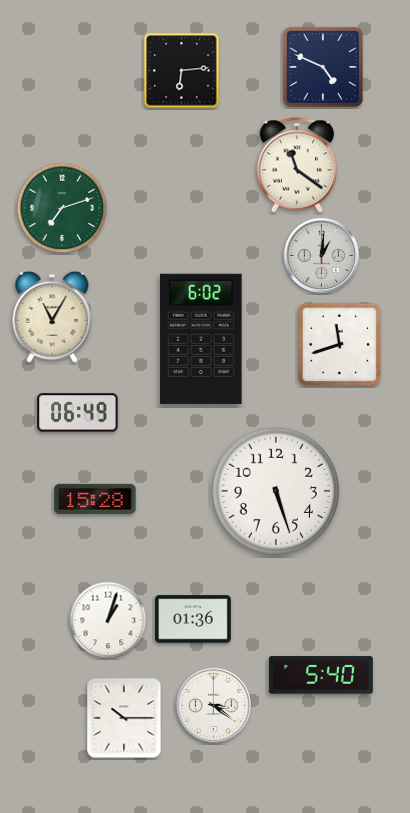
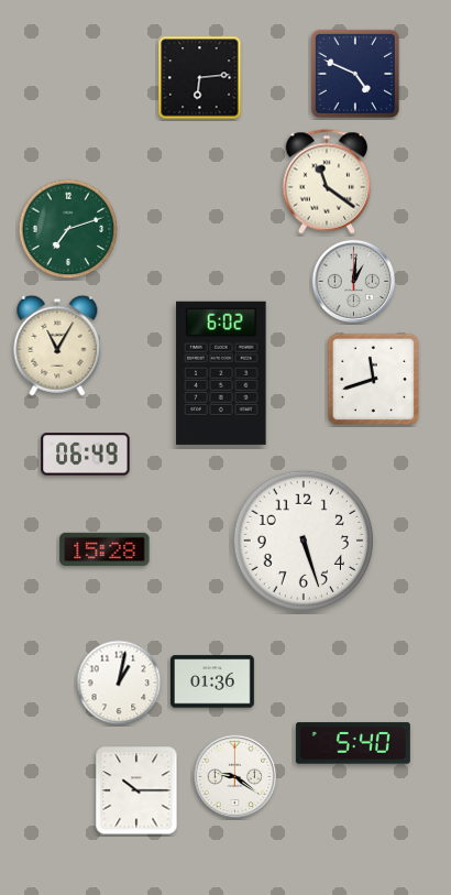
clock at (52, 317) position: (52, 317) -> (57, 346)
clock at (108, 620): 1:03 -> 1:02
clock at (214, 706): 3:21 -> 9:21
